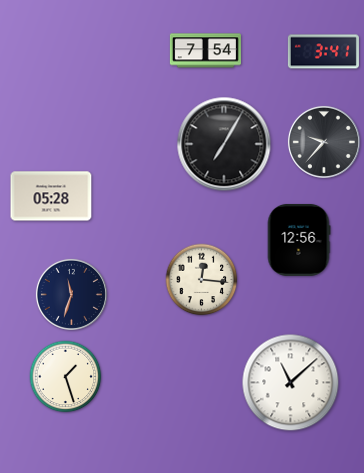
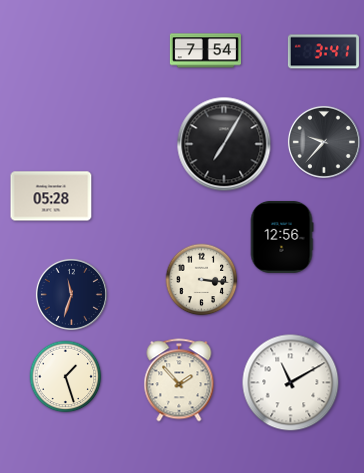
clock at (299, 240) position: (299, 240) -> (282, 237)
clock at (202, 280): 12:16 -> 3:16
clock at (179, 380): none -> 1:53
clock at (291, 383): 11:08 -> 11:10
